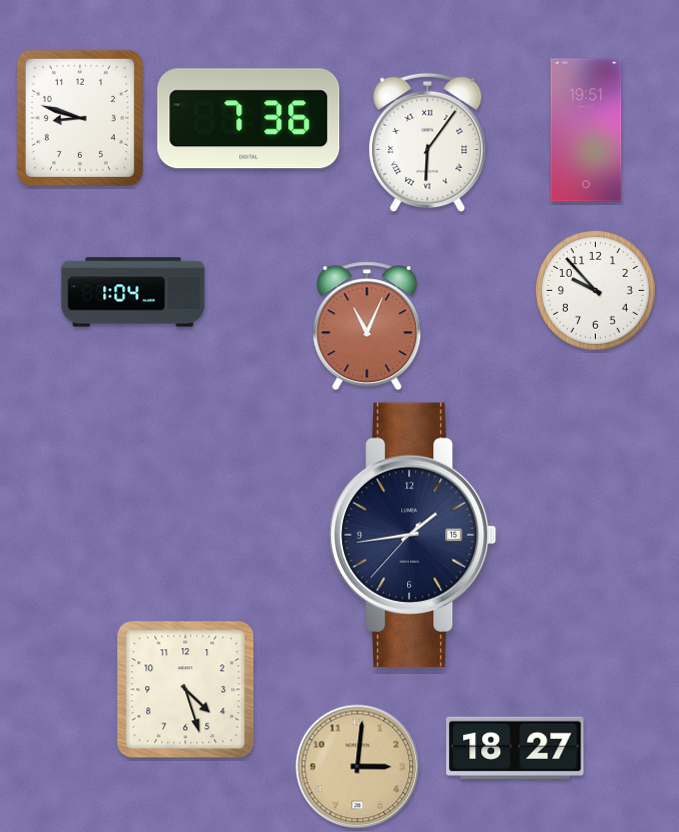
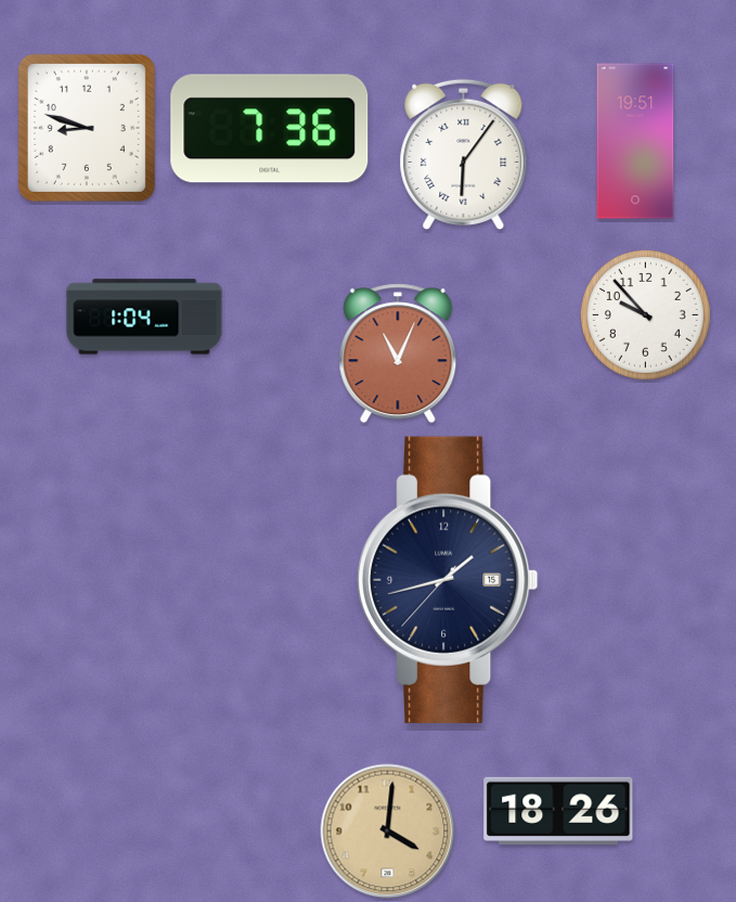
clock at (414, 535): 1:43 -> 1:42
clock at (186, 690): 4:27 -> none
clock at (515, 748): 18:27 -> 18:26
clock at (358, 767): 3:01 -> 4:01
